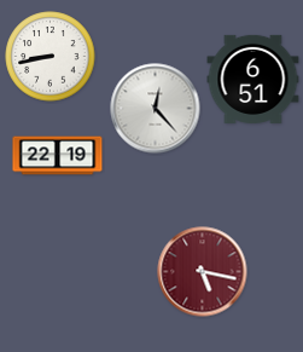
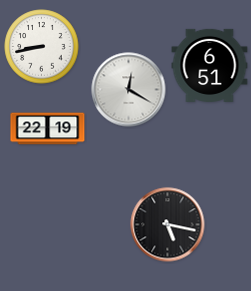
clock at (156, 109): 12:23 -> 12:20
clock at (203, 272) dial: burgundy -> black
